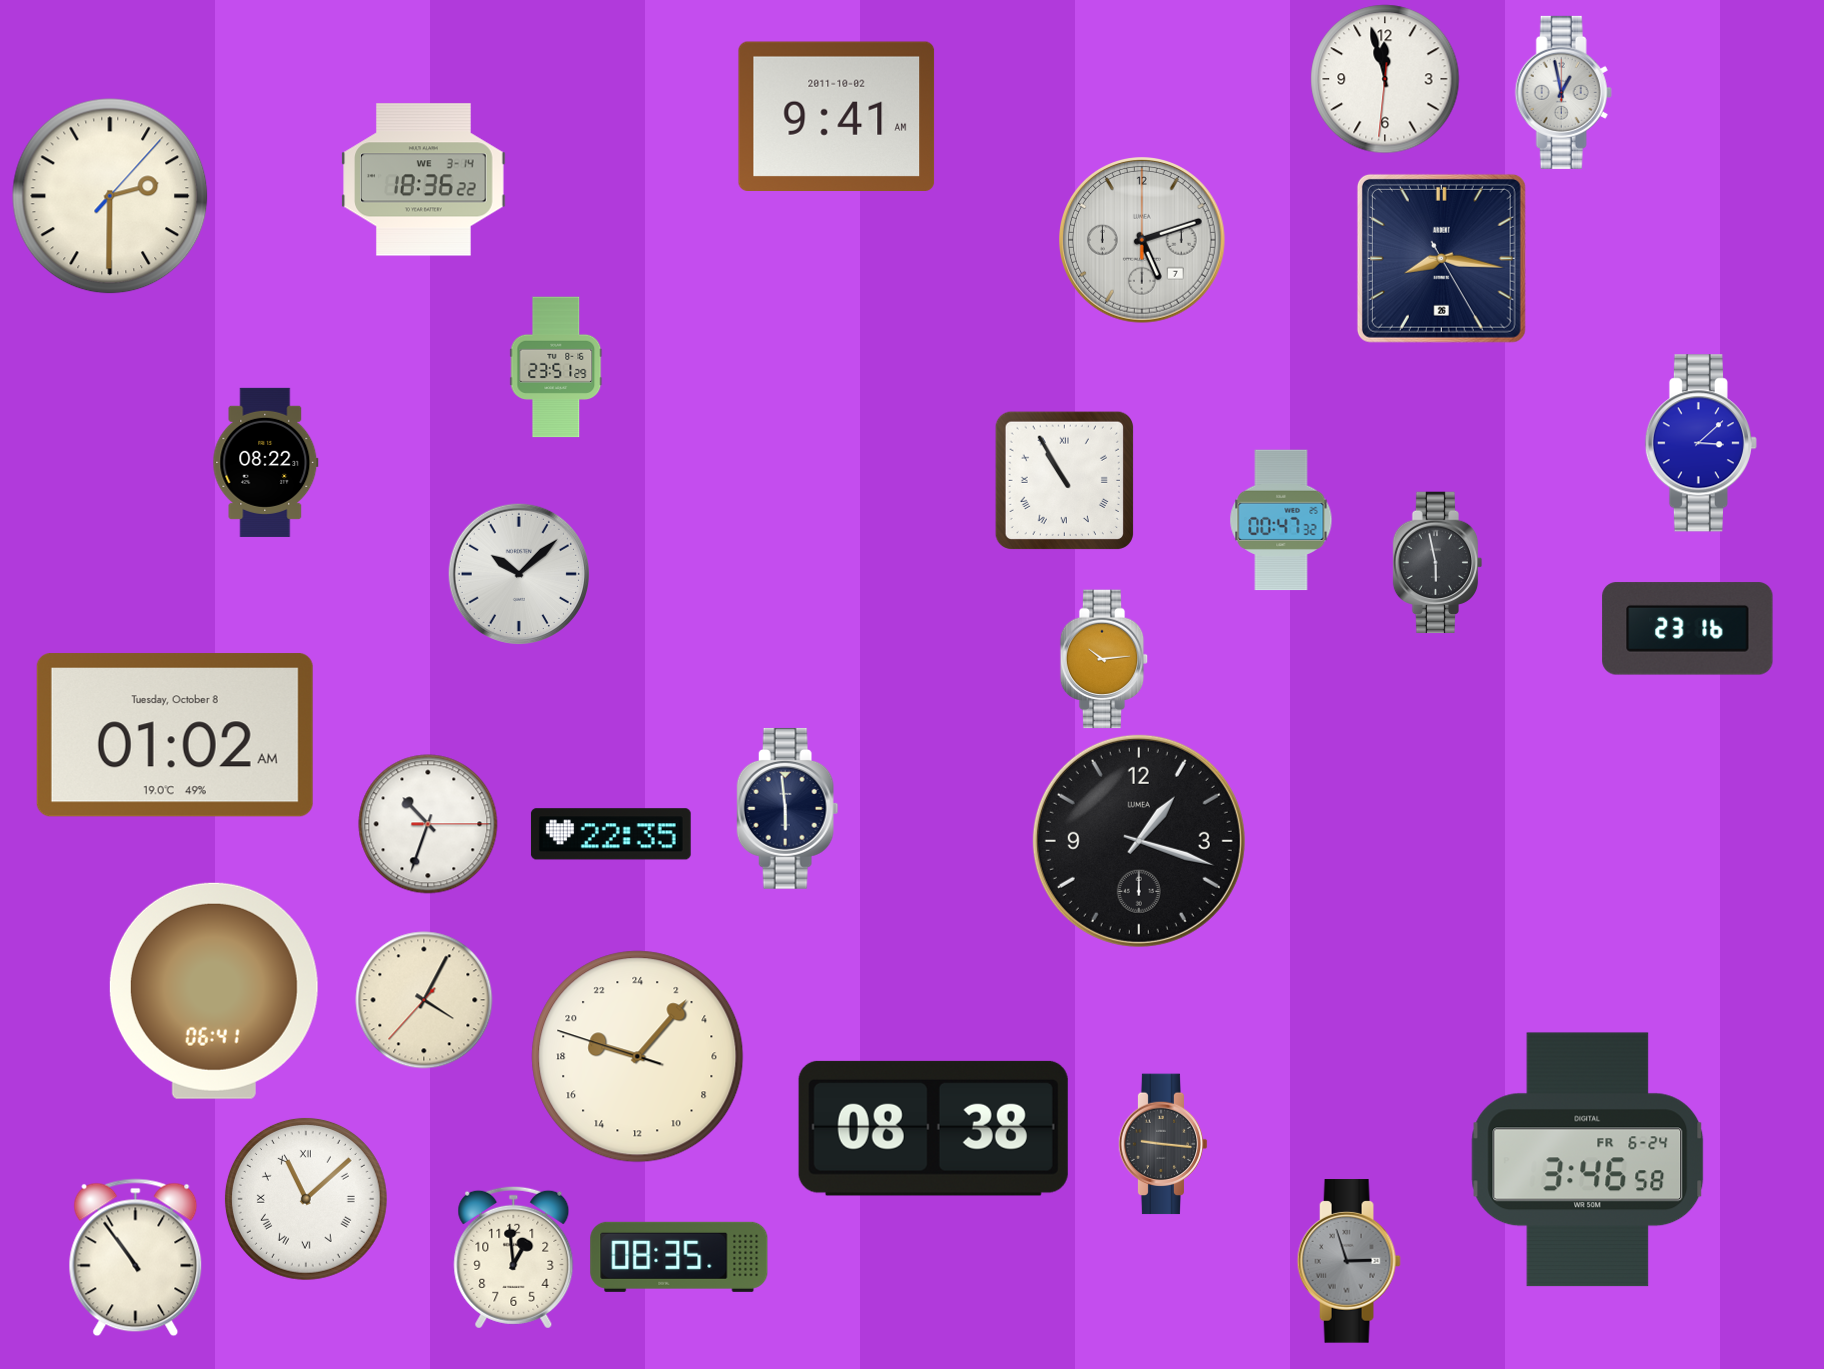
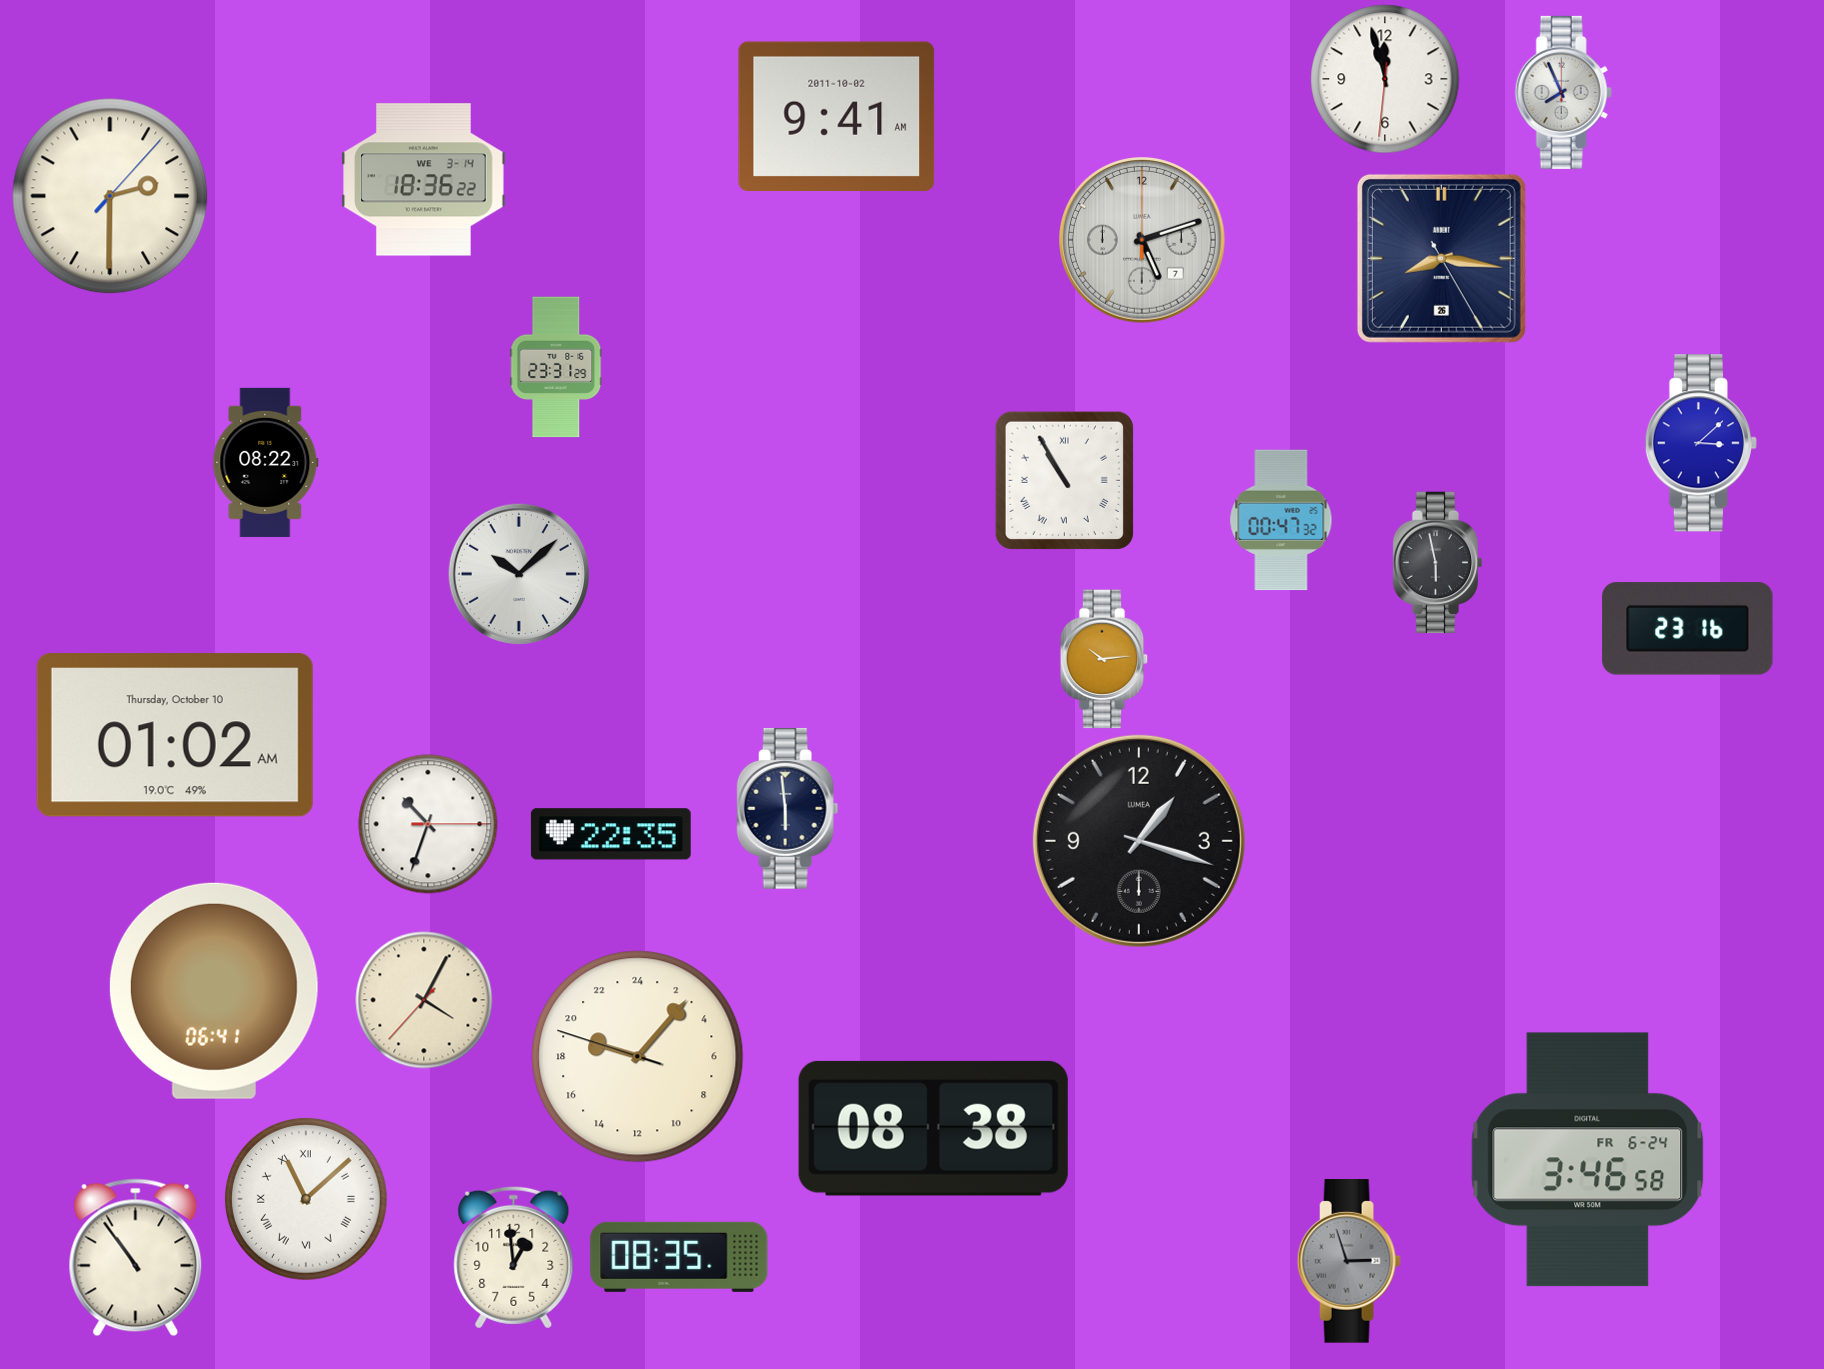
clock at (1563, 92): 12:58 -> 7:56
clock at (556, 367): 23:51 -> 23:31
clock at (175, 735) date: Tuesday, October 8 -> Thursday, October 10
clock at (1163, 1144): 9:16 -> none
